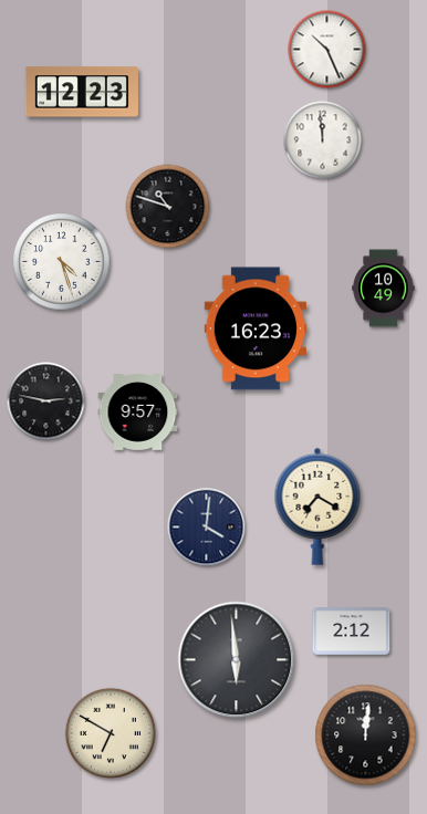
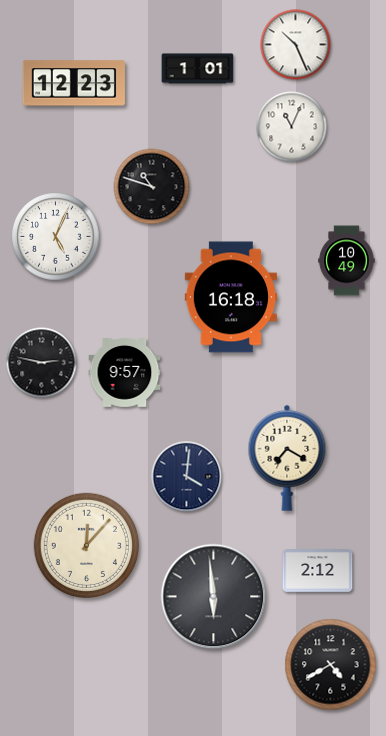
clock at (198, 69): none -> 1:01
clock at (323, 140): 11:59 -> 11:04
clock at (62, 262): 4:27 -> 5:04
clock at (254, 328): 16:23 -> 16:18
clock at (86, 545): none -> 12:07
clock at (110, 732): 6:50 -> none
clock at (366, 735): 12:01 -> 4:40
